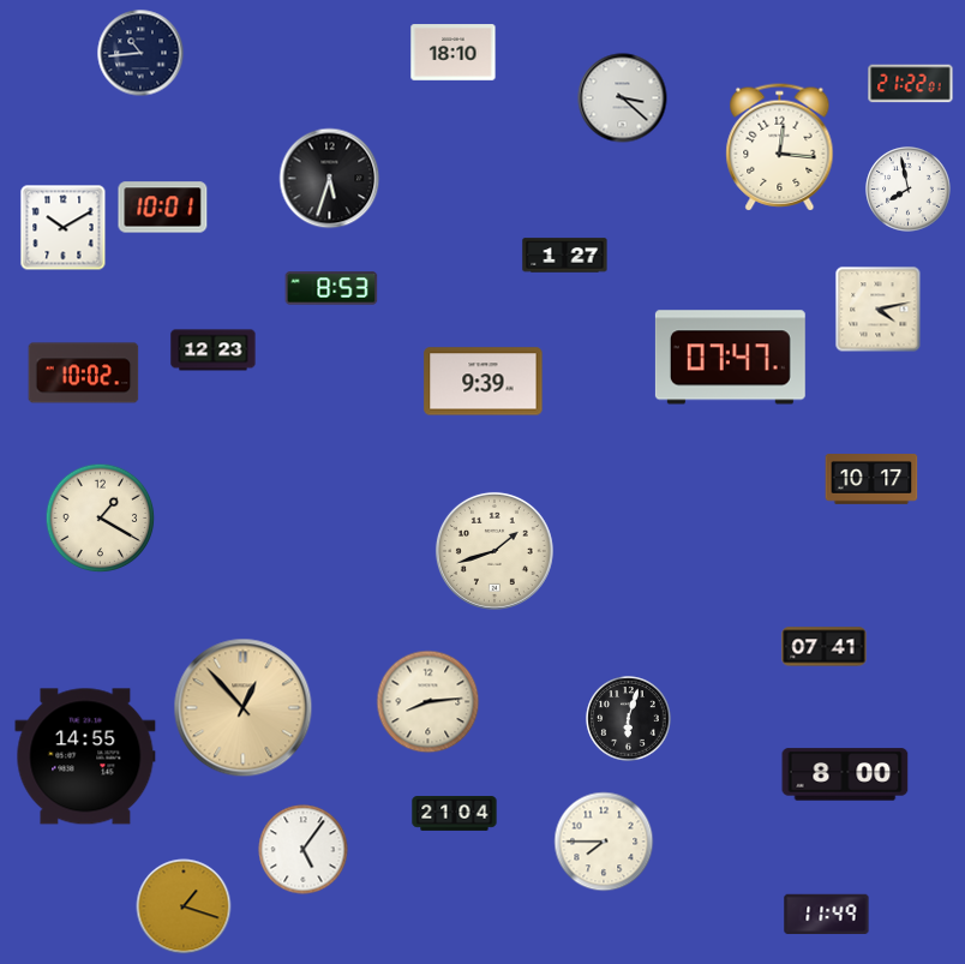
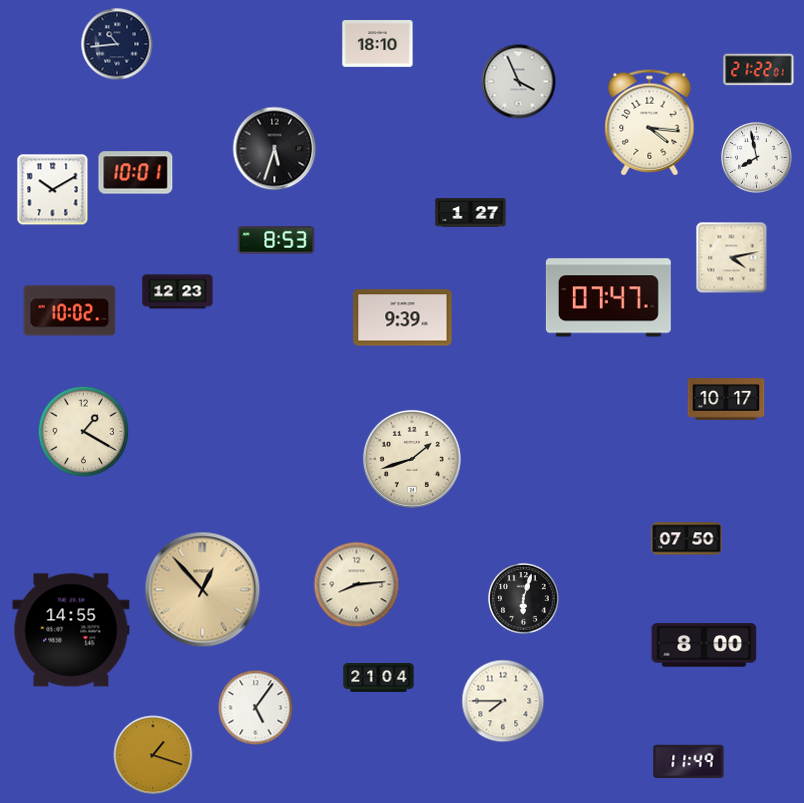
clock at (623, 98): 3:22 -> 3:56
clock at (780, 148): 12:16 -> 4:16
clock at (825, 647): 07:41 -> 07:50
clock at (304, 850) position: (304, 850) -> (256, 708)
